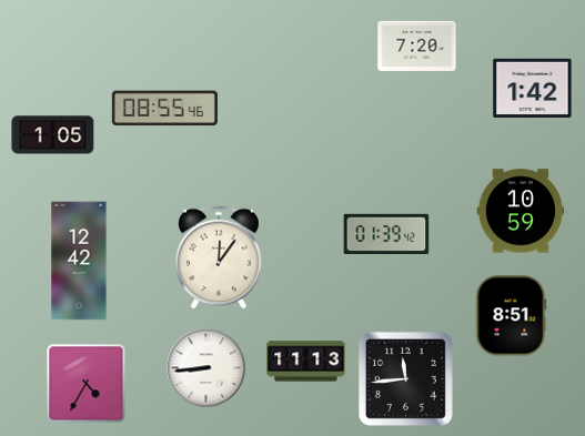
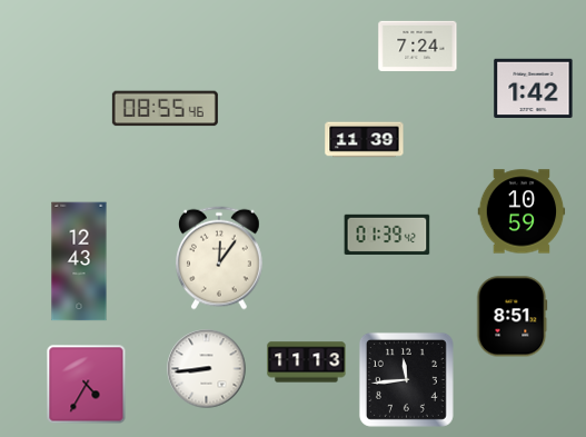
clock at (417, 45): 7:20 -> 7:24
clock at (53, 135): 1:05 -> none
clock at (365, 140): none -> 11:39
clock at (79, 261): 12:42 -> 12:43
